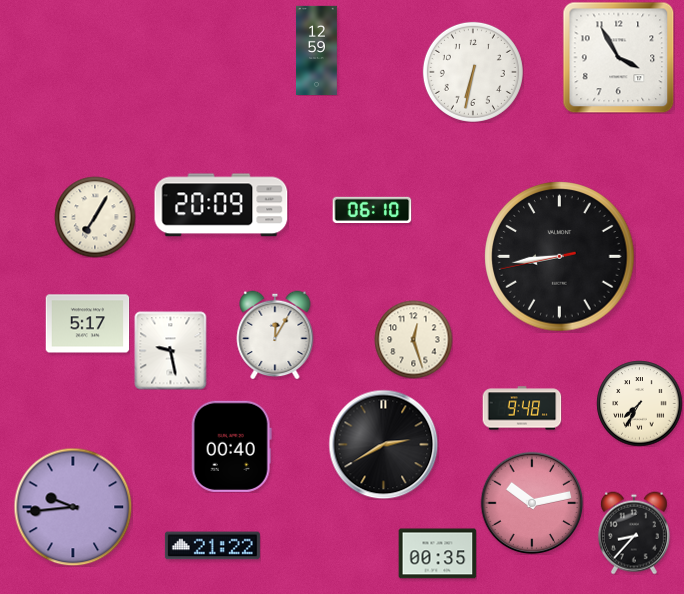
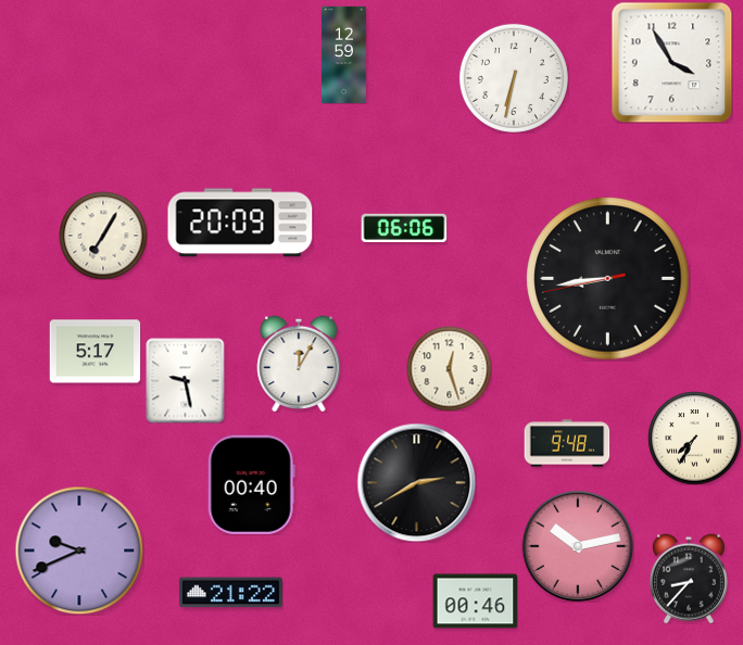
clock at (372, 209): 06:10 -> 06:06
clock at (73, 507): 9:44 -> 9:41
clock at (437, 554): 00:35 -> 00:46
